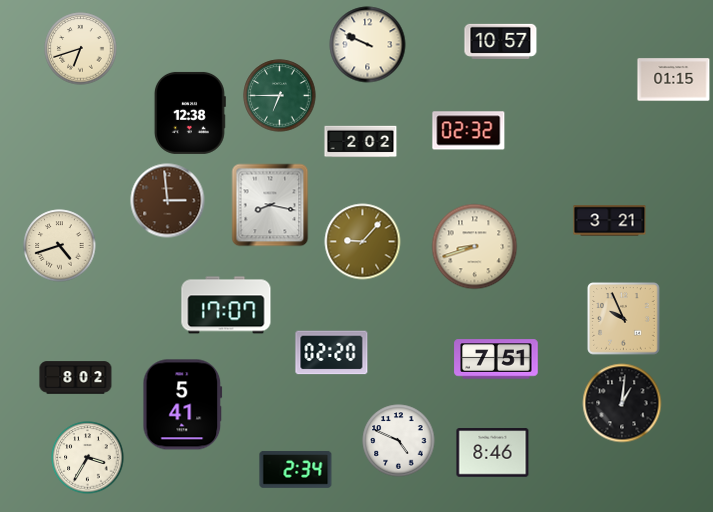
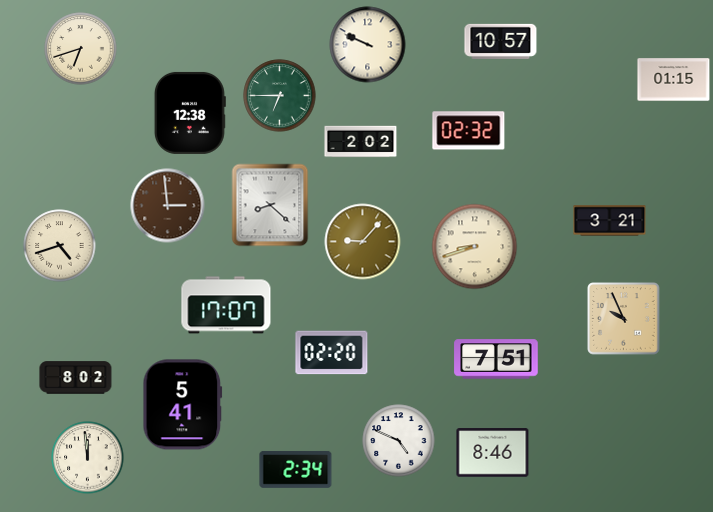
clock at (168, 201) position: (168, 201) -> (168, 206)
clock at (270, 205): 8:17 -> 8:22
clock at (622, 403): 1:01 -> none
clock at (88, 458): 3:35 -> 11:59
